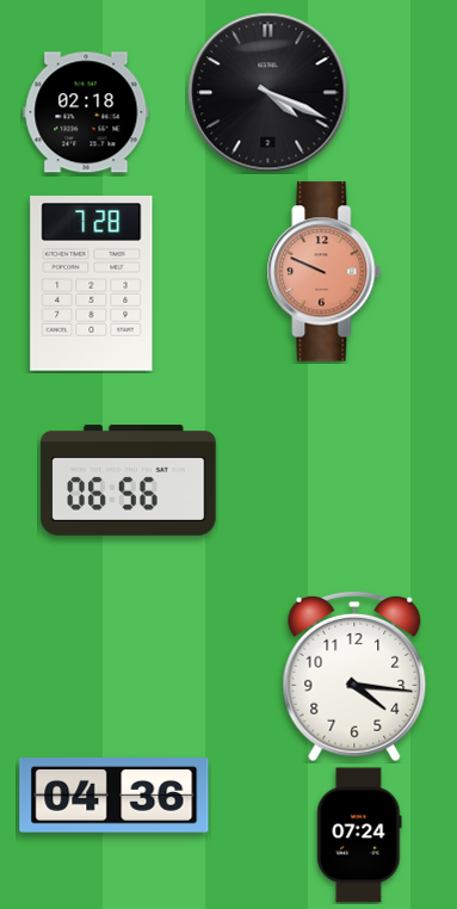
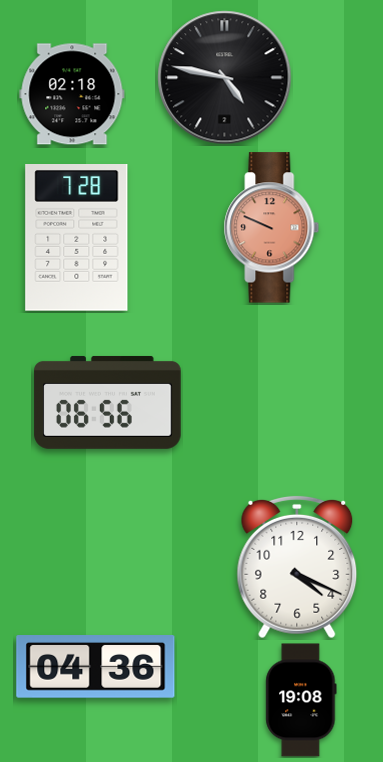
clock at (268, 93): 4:19 -> 4:47
clock at (354, 676): 4:16 -> 4:19
clock at (359, 835): 07:24 -> 19:08
